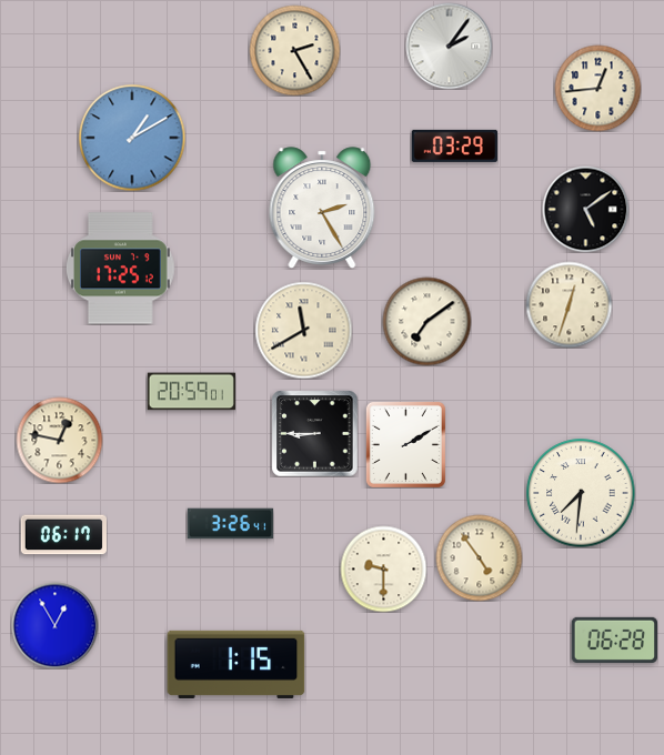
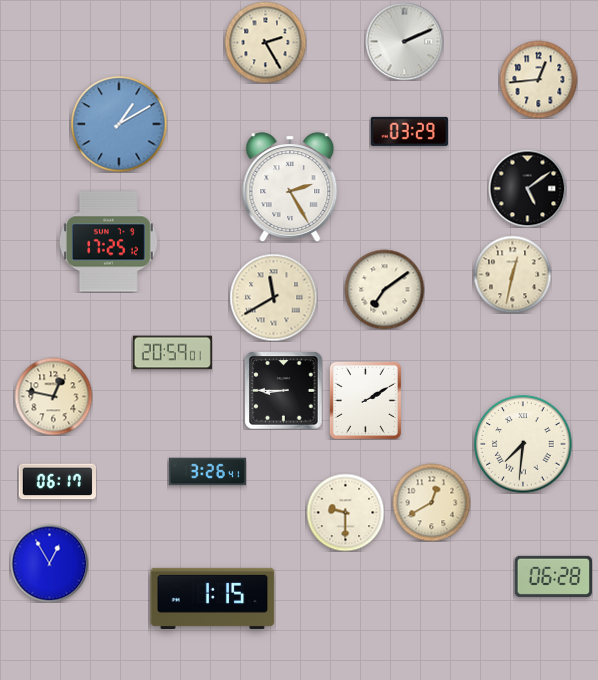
clock at (449, 46): 2:06 -> 2:11
clock at (294, 50) position: (294, 50) -> (265, 42)
clock at (569, 304): 12:33 -> 12:32
clock at (479, 557): 4:54 -> 12:40
